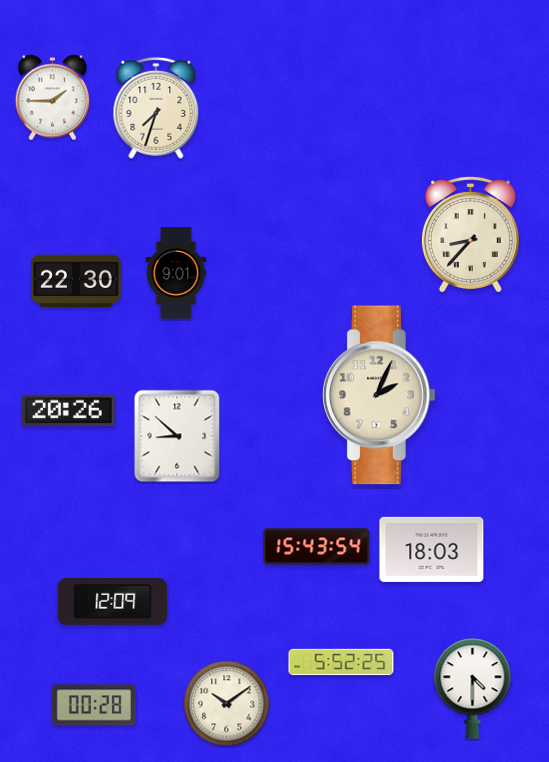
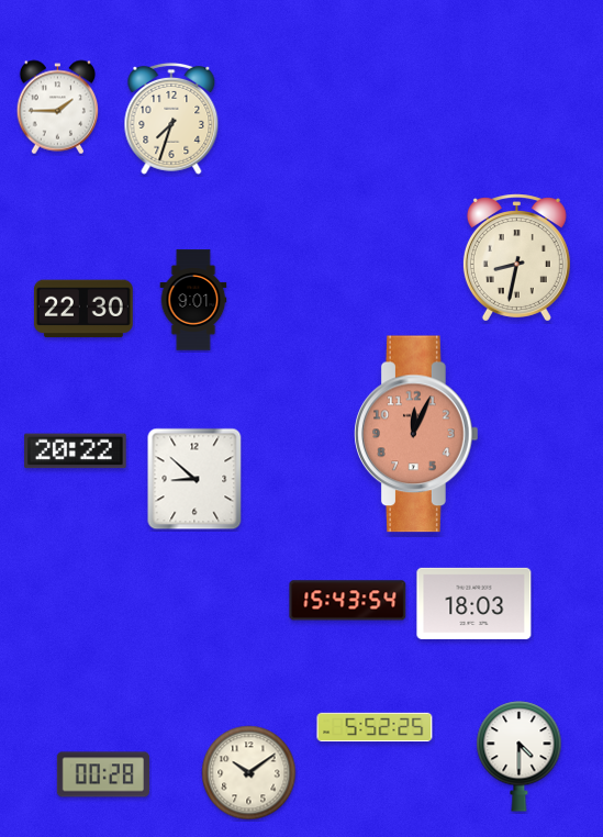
clock at (470, 235): 8:37 -> 8:32
clock at (380, 395): 2:04 -> 12:04
clock at (380, 395) dial: cream -> salmon
clock at (69, 411): 20:26 -> 20:22
clock at (113, 602): 12:09 -> none
